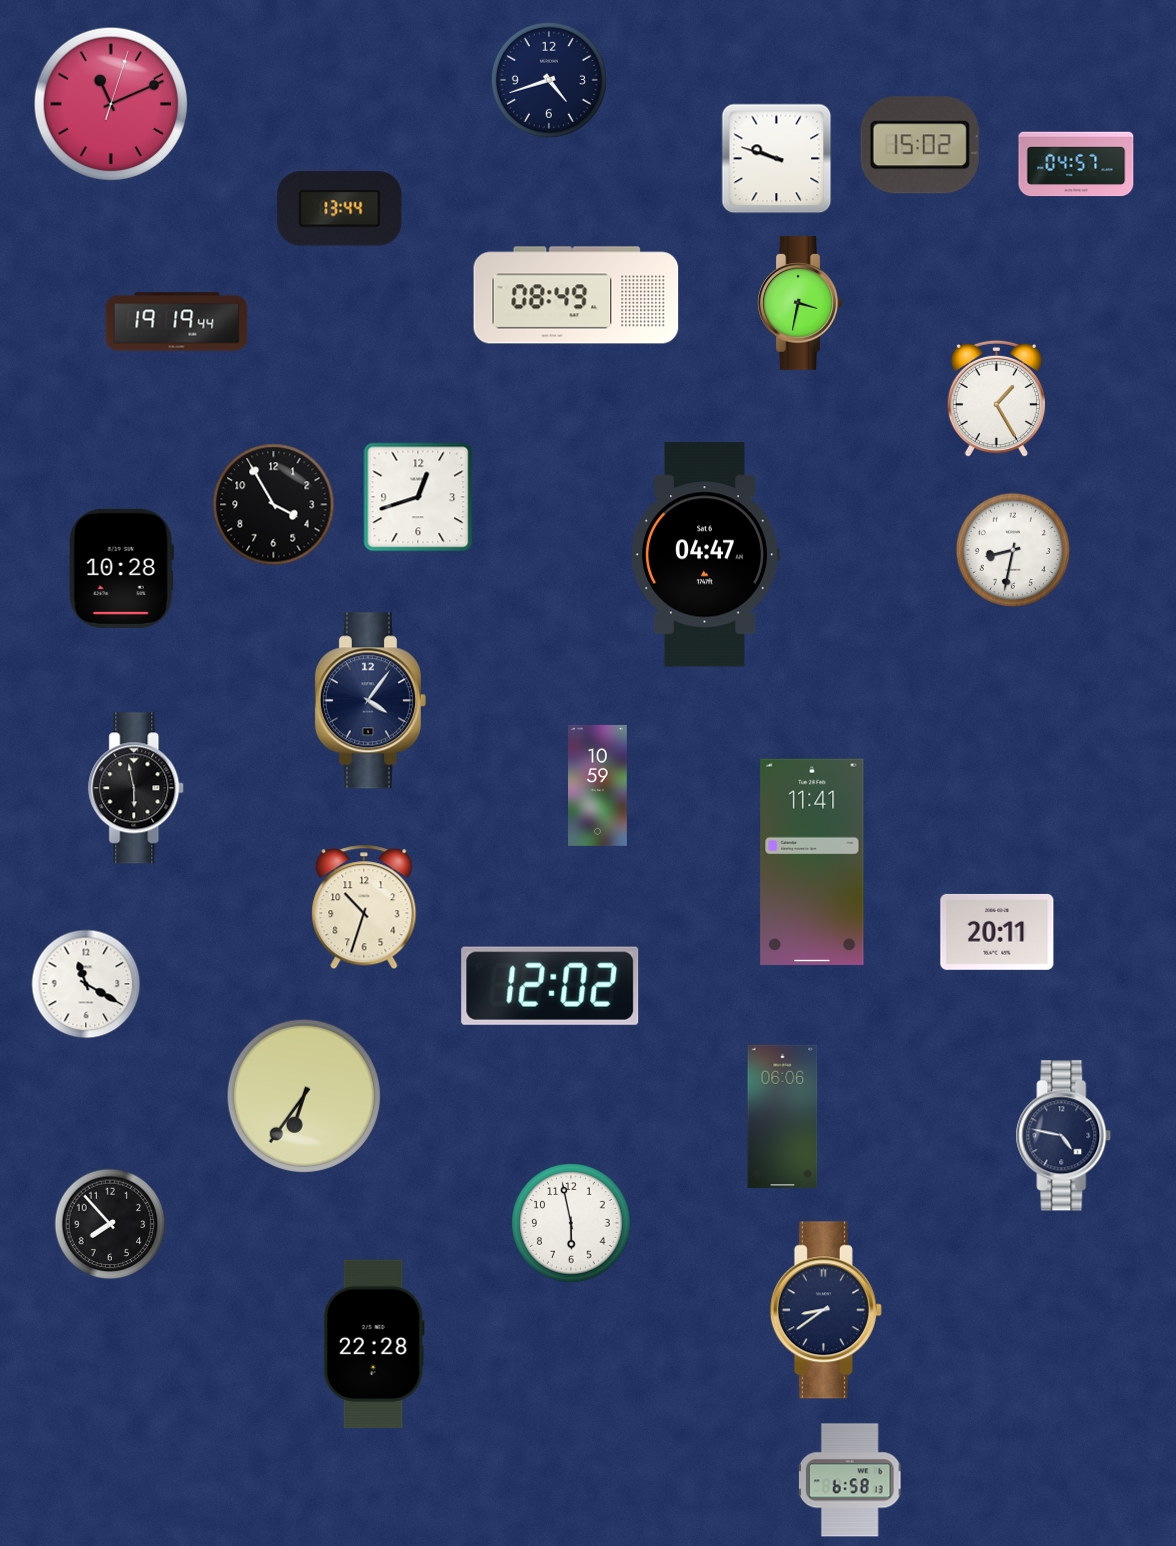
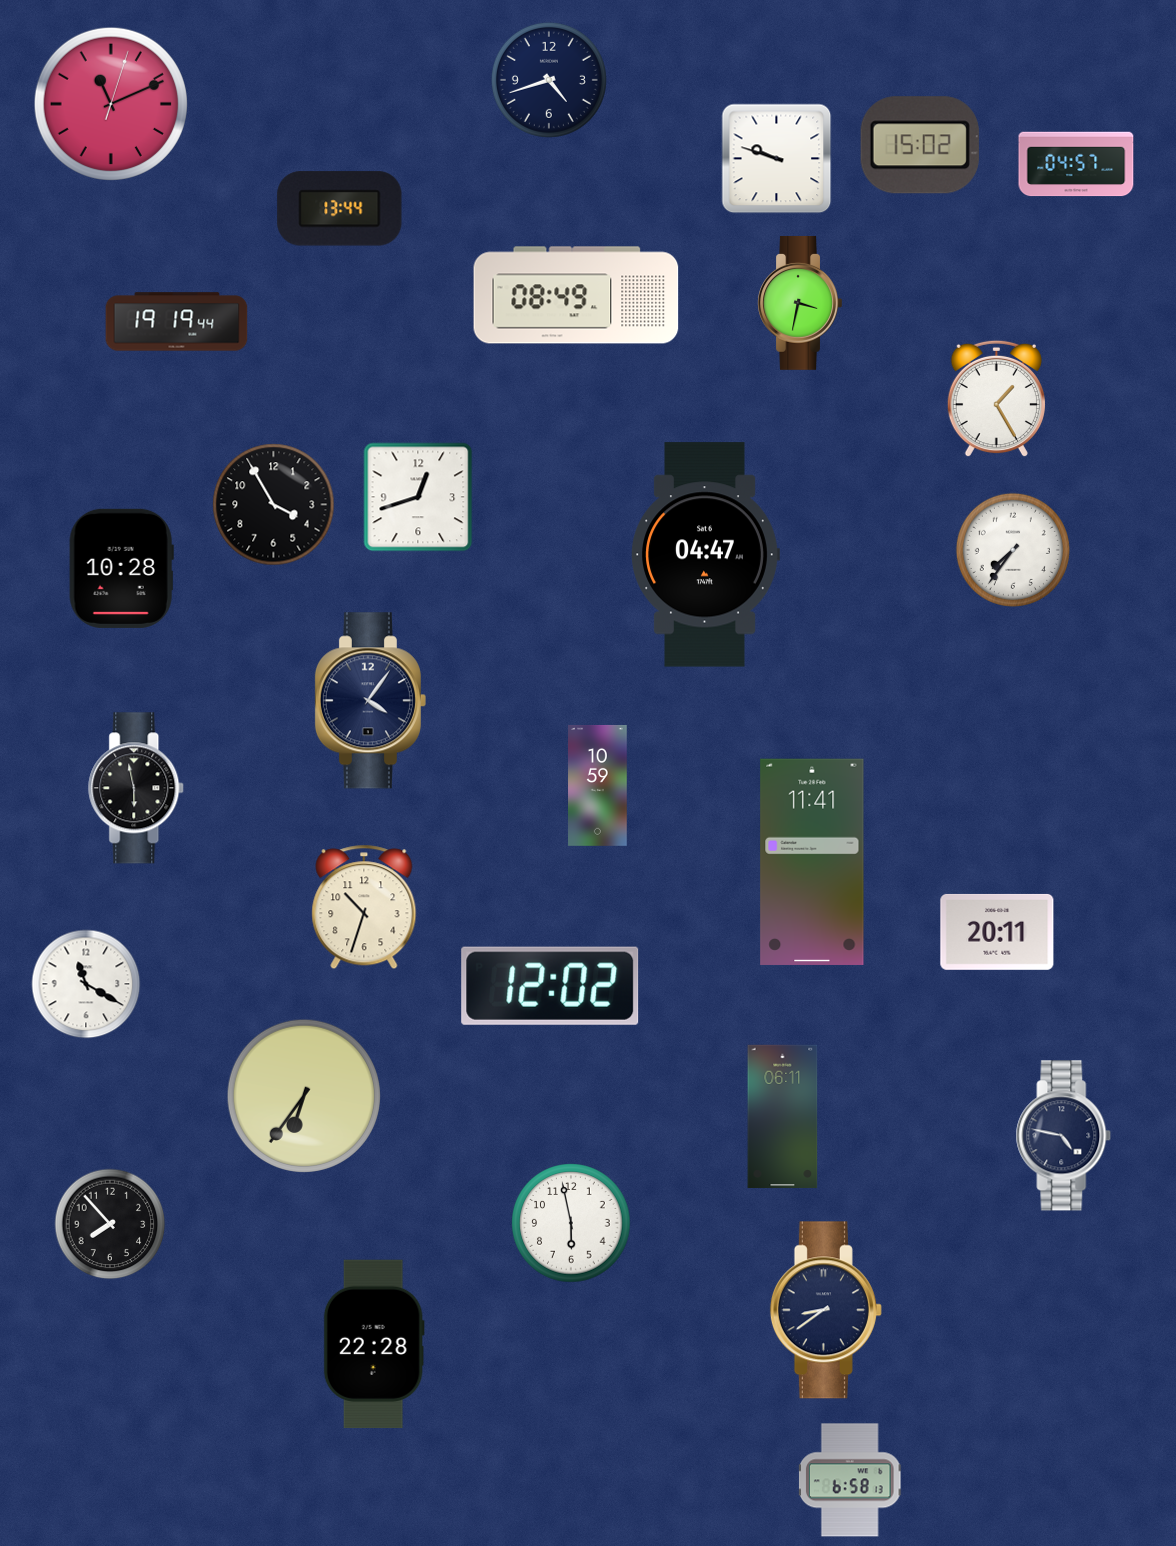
clock at (1013, 550): 8:32 -> 7:36
clock at (783, 1117): 06:06 -> 06:11
